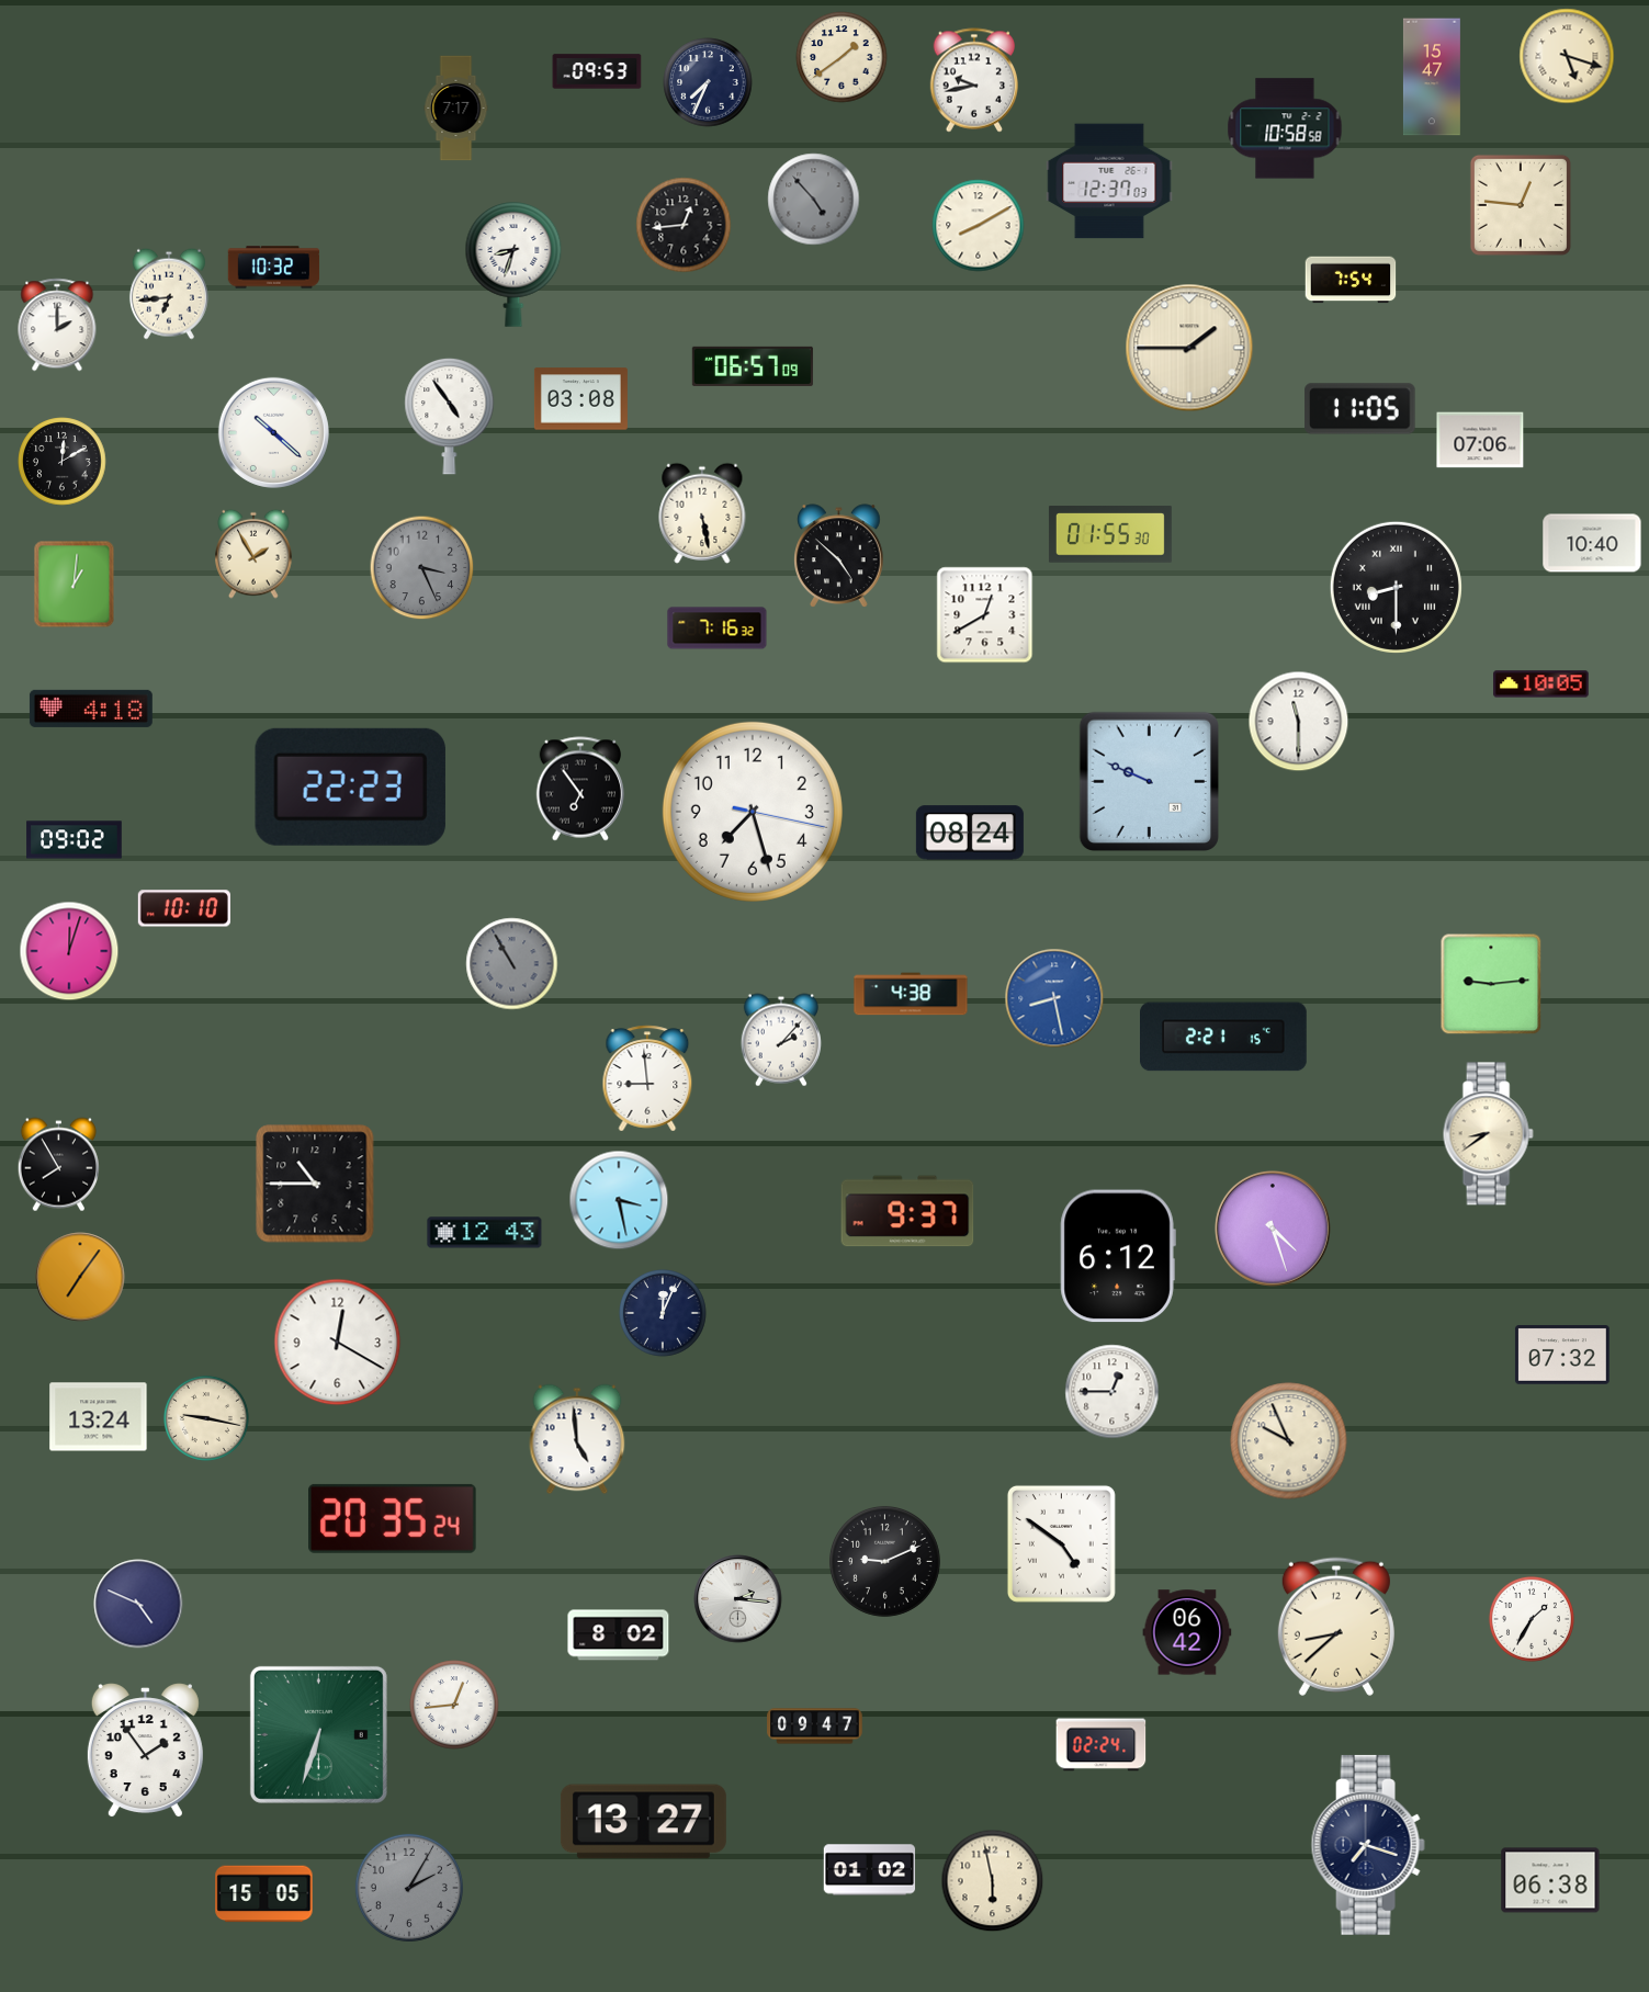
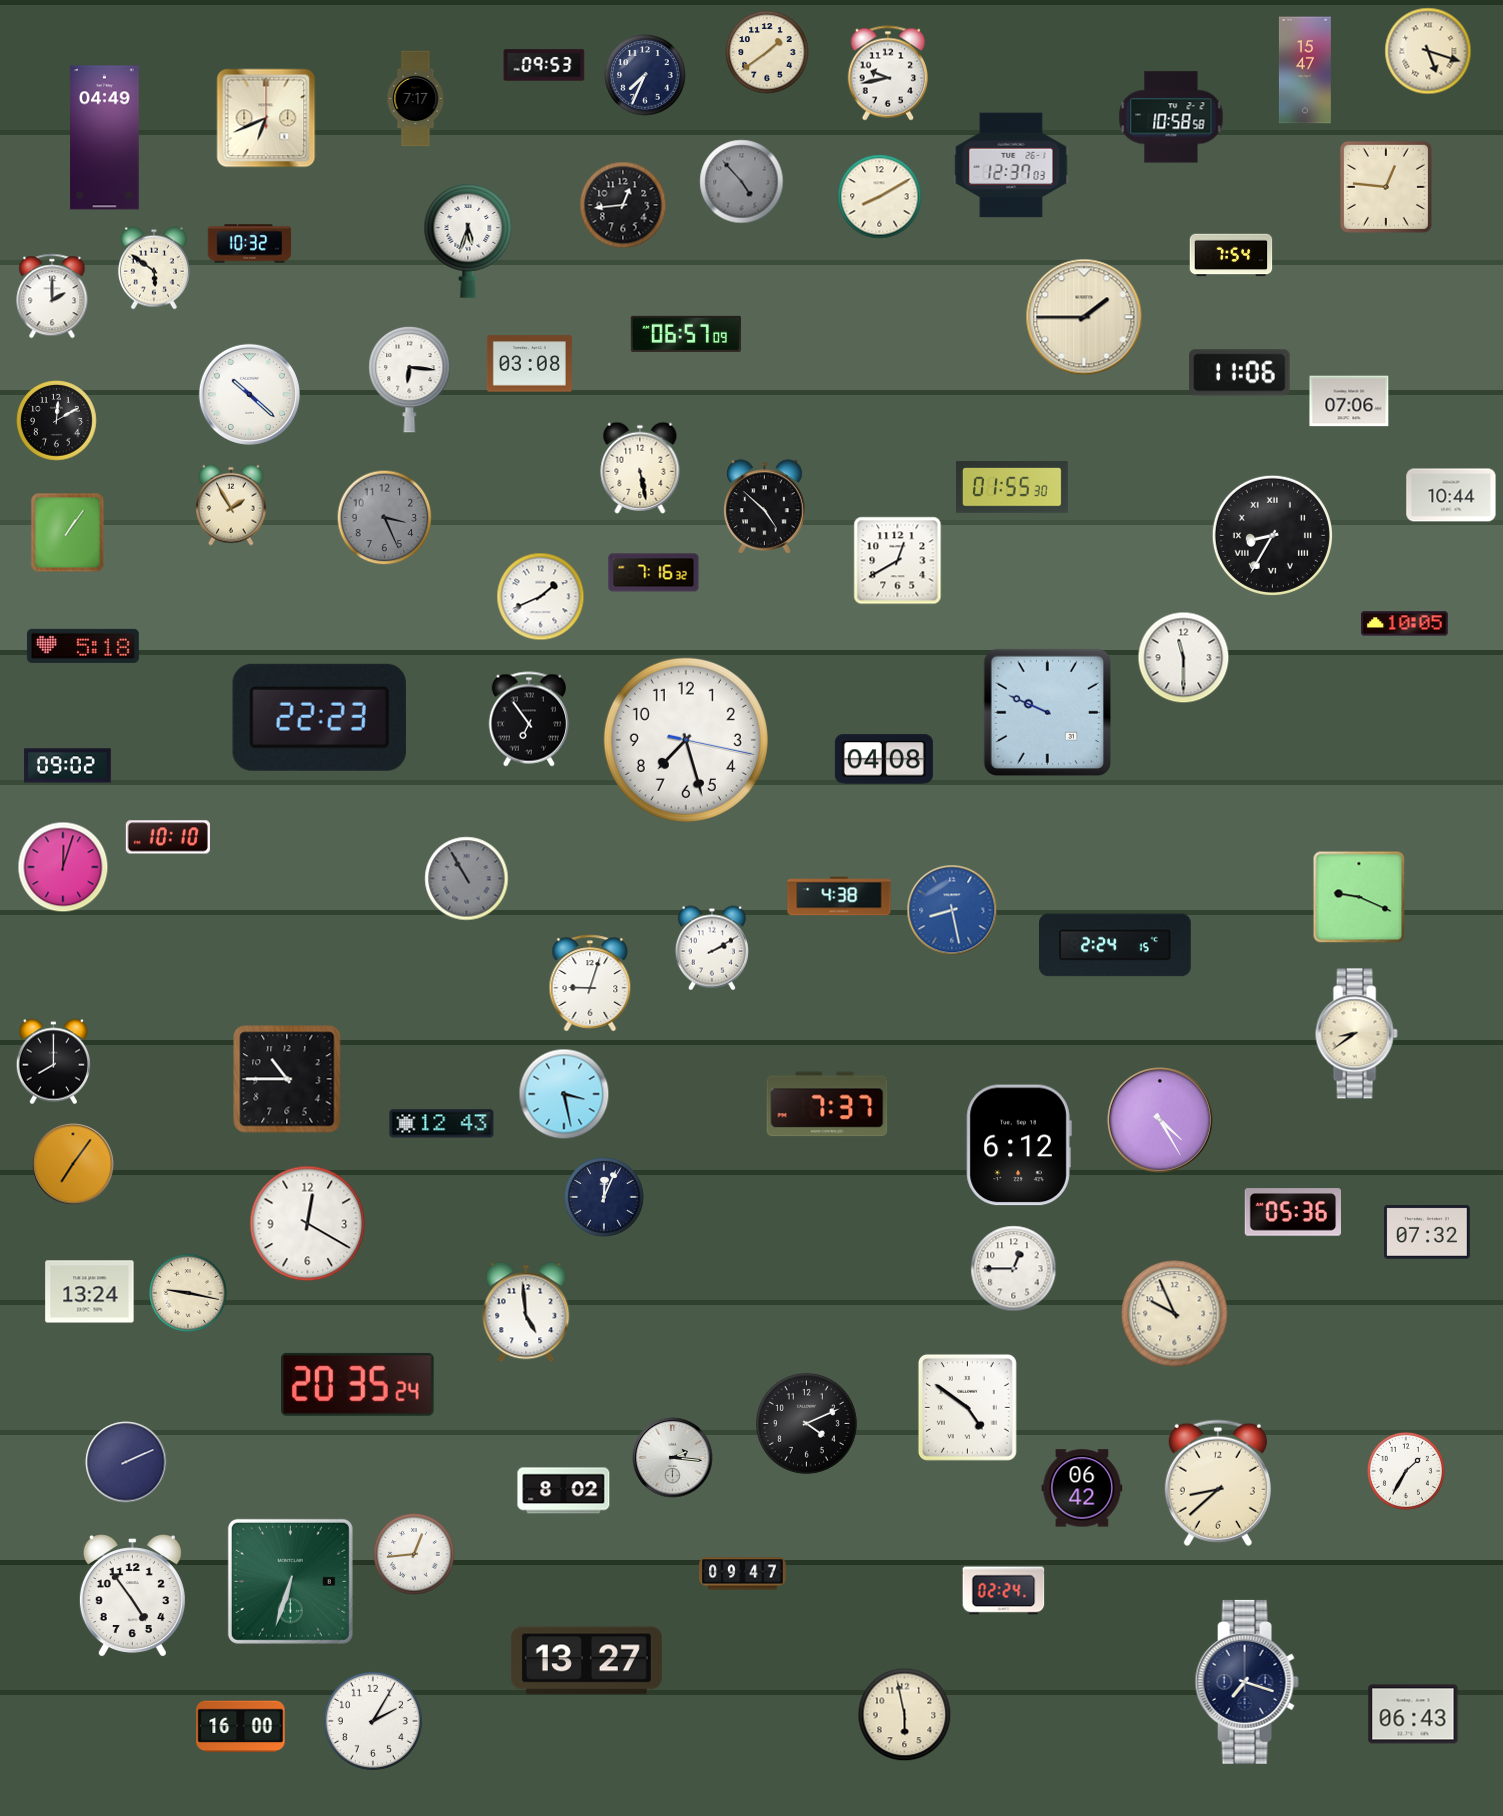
clock at (266, 118): none -> 6:41
clock at (105, 138): none -> 04:49
clock at (979, 226) position: (979, 226) -> (880, 197)
clock at (513, 265): 8:33 -> 5:33
clock at (169, 294): 6:44 -> 5:51
clock at (1360, 409): 11:05 -> 11:06
clock at (450, 416): 4:54 -> 6:16
clock at (1592, 543): 10:40 -> 10:44
clock at (75, 585): 1:01 -> 1:06
clock at (1396, 587): 8:30 -> 8:35
clock at (541, 597): none -> 1:41
clock at (91, 709): 4:18 -> 5:18
clock at (970, 833): 08:24 -> 04:08
clock at (184, 908) position: (184, 908) -> (168, 837)
clock at (1491, 984): 9:14 -> 9:19
clock at (911, 994) position: (911, 994) -> (839, 896)
clock at (1054, 998) position: (1054, 998) -> (952, 910)
clock at (1224, 1037): 2:21 -> 2:24
clock at (781, 1040): 2:07 -> 2:10
clock at (647, 1078): 8:59 -> 9:03
clock at (58, 1165): 7:55 -> 8:00
clock at (907, 1211): 9:37 -> 7:37
clock at (1273, 1229): 4:27 -> 4:25
clock at (1292, 1212): none -> 05:36
clock at (1562, 1356) position: (1562, 1356) -> (1427, 1233)
clock at (884, 1561): 9:11 -> 4:11
clock at (138, 1604): 4:49 -> 2:11
clock at (1532, 1619) position: (1532, 1619) -> (1406, 1471)
clock at (145, 1751): 1:54 -> 4:54
clock at (870, 1870): 01:02 -> none
clock at (1550, 1880): 06:38 -> 06:43
clock at (409, 1888) dial: grey -> white
clock at (264, 1894): 15:05 -> 16:00
